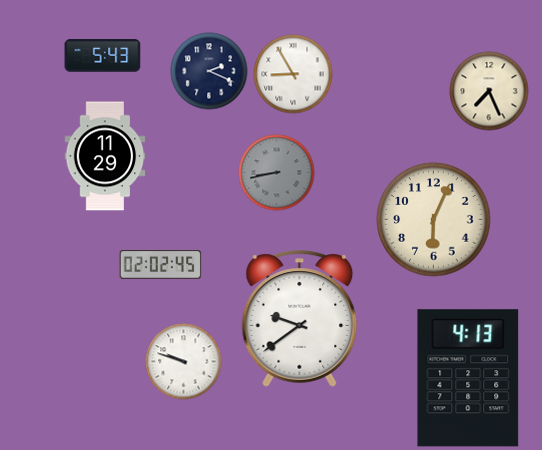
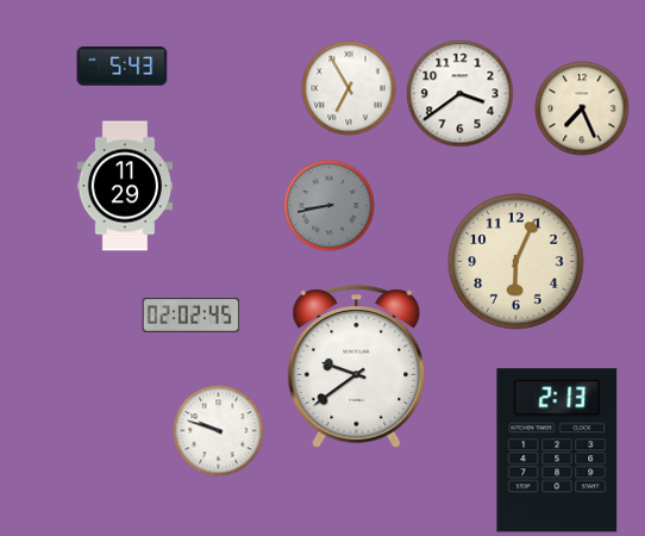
clock at (209, 71): 2:19 -> none
clock at (293, 74): 8:55 -> 6:55
clock at (461, 94): none -> 3:39
clock at (300, 319) position: (300, 319) -> (357, 367)
clock at (468, 378): 4:13 -> 2:13
